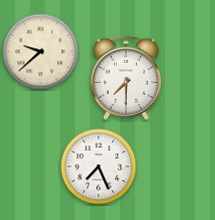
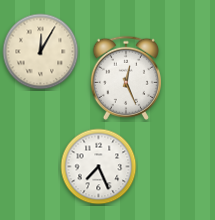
clock at (41, 52): 9:38 -> 12:05
clock at (125, 78): 7:30 -> 12:26
